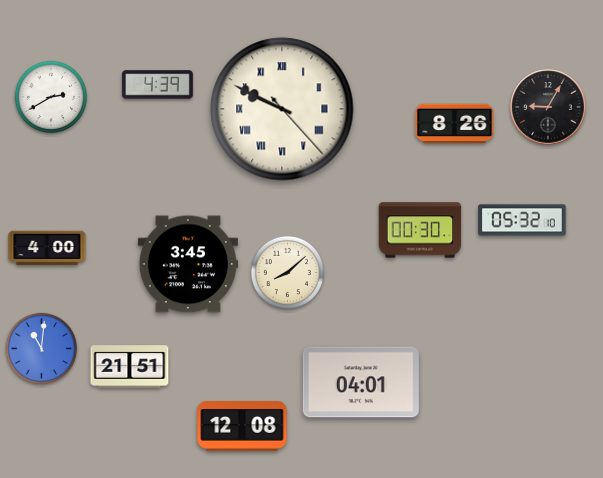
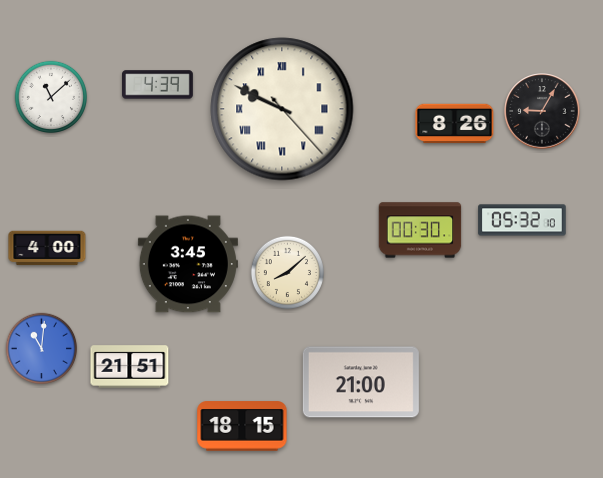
clock at (51, 97): 2:40 -> 11:08
clock at (548, 107) position: (548, 107) -> (542, 111)
clock at (361, 382): 04:01 -> 21:00
clock at (242, 426): 12:08 -> 18:15
